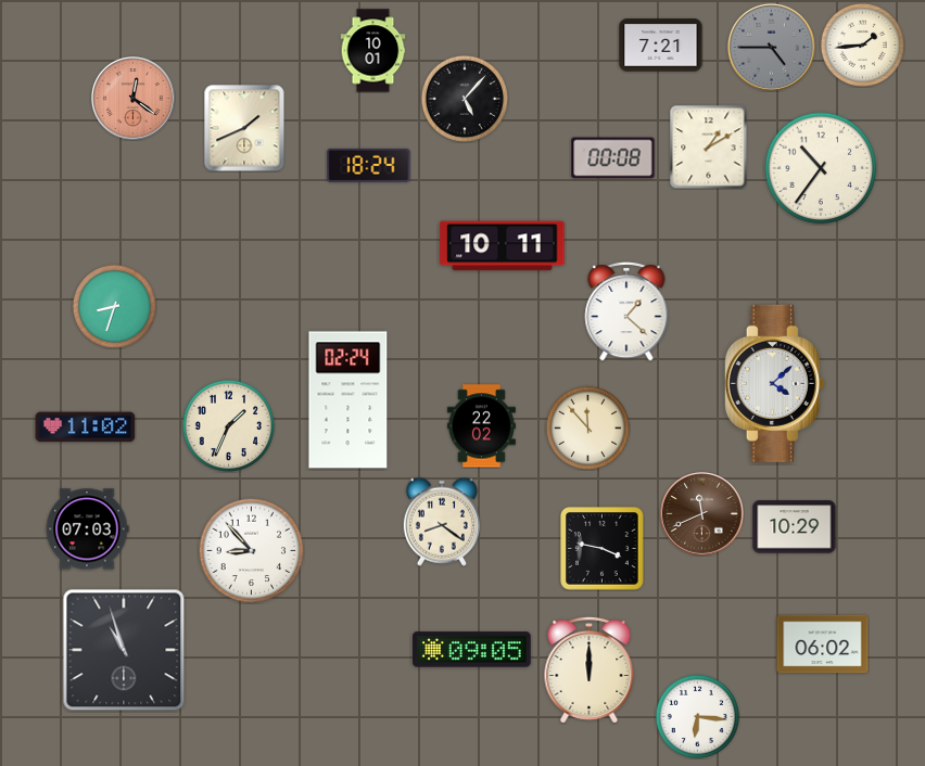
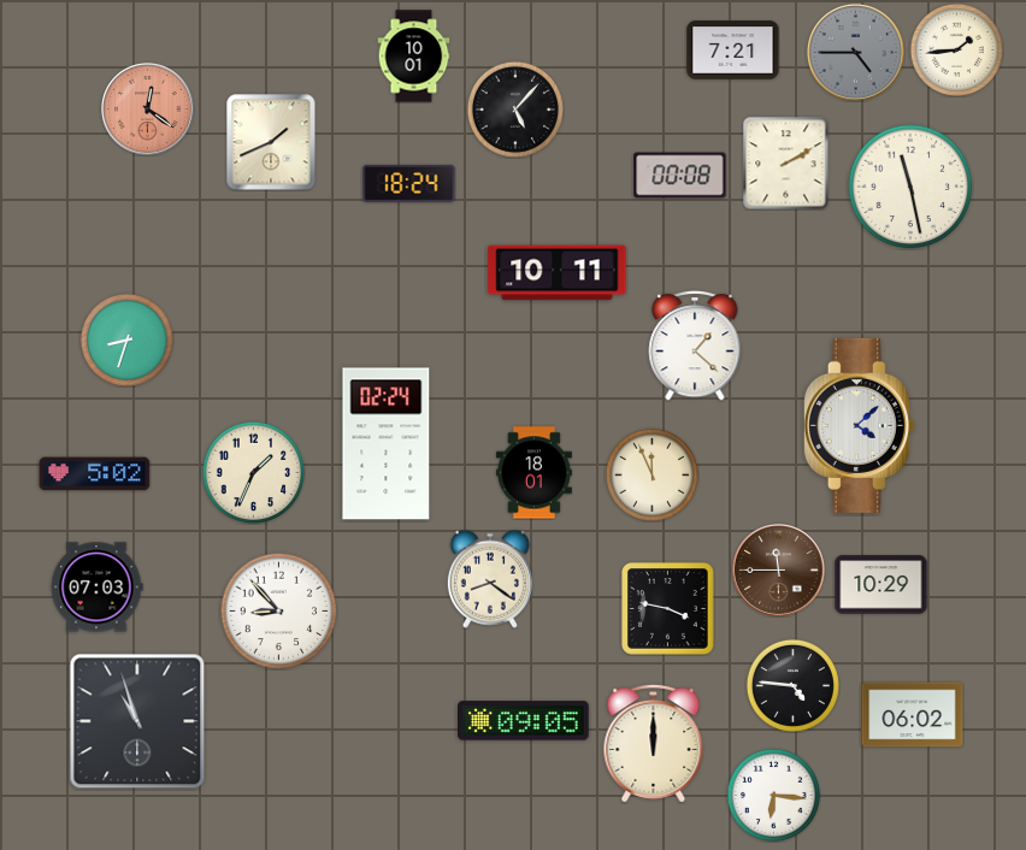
clock at (709, 146): 1:10 -> 2:10
clock at (821, 168): 10:36 -> 11:28
clock at (481, 426): 22:02 -> 18:01
clock at (86, 427): 11:02 -> 5:02
clock at (587, 427): 11:53 -> 11:56
clock at (702, 514): 11:41 -> 11:45
clock at (792, 685): none -> 4:46
